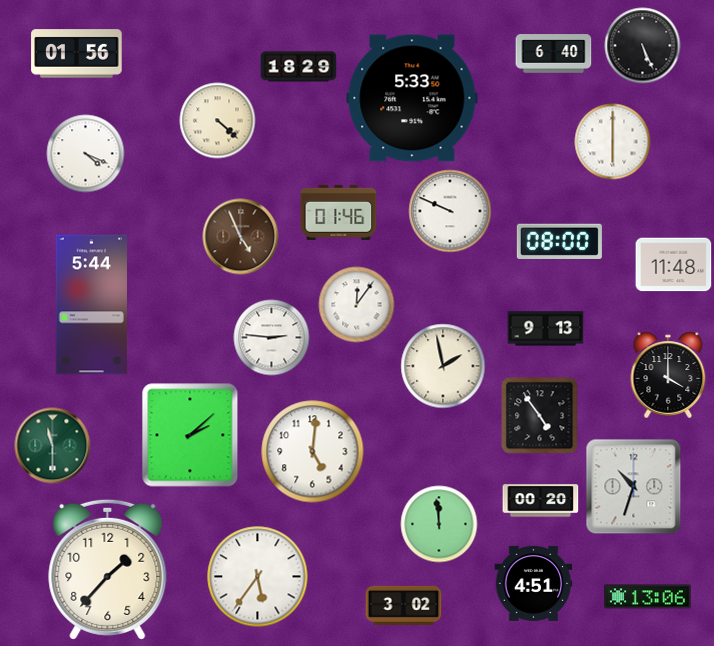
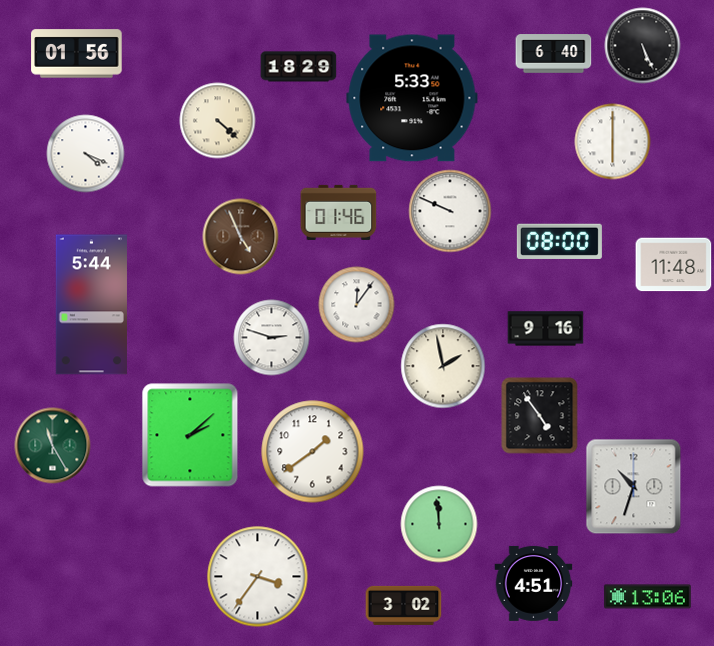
clock at (546, 329): 9:13 -> 9:16
clock at (272, 338): 2:46 -> 2:48
clock at (668, 375): 4:00 -> none
clock at (53, 446): 11:30 -> 11:25
clock at (313, 452): 5:01 -> 1:39
clock at (541, 501): 00:20 -> none
clock at (108, 569): 1:37 -> none
clock at (258, 577): 5:36 -> 3:36
